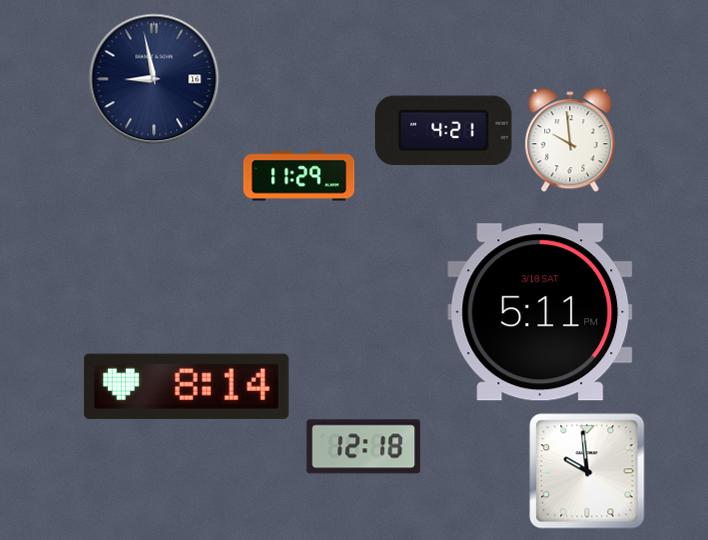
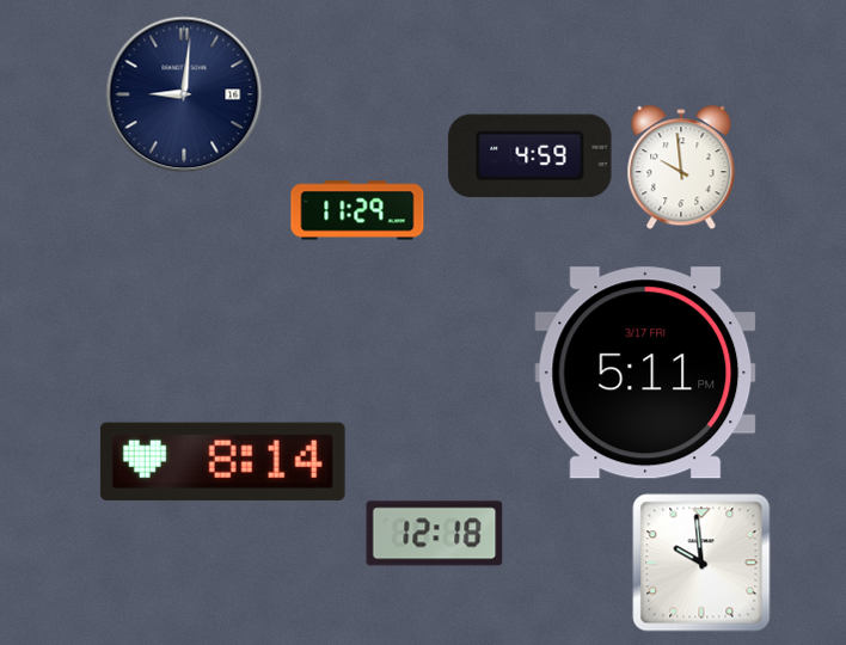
clock at (154, 79): 8:58 -> 9:01
clock at (444, 131): 4:21 -> 4:59
clock at (540, 312) date: 3/18 SAT -> 3/17 FRI
